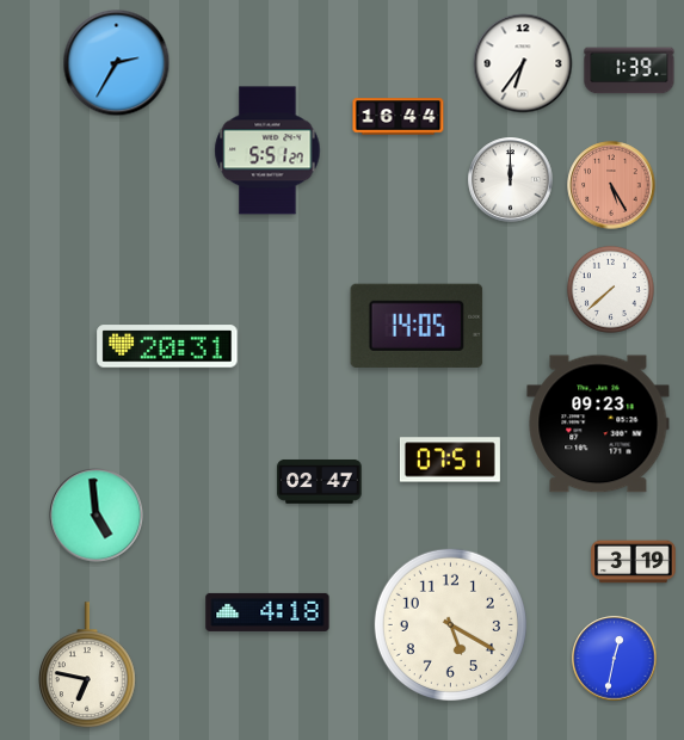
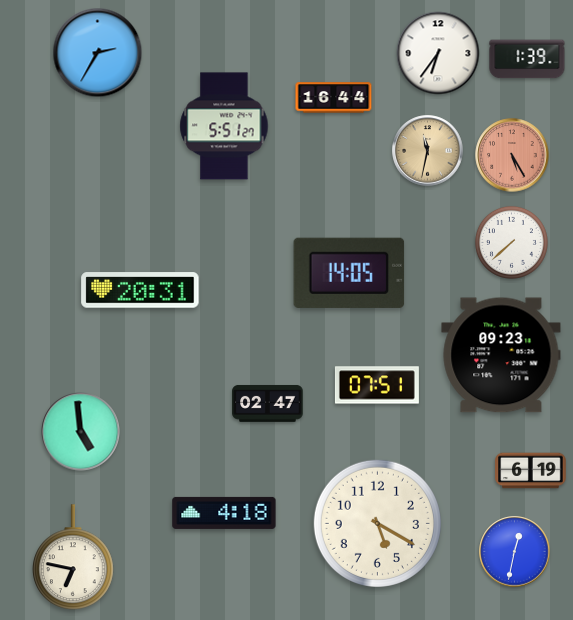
clock at (511, 180): 12:00 -> 11:32
clock at (511, 180) dial: white -> champagne
clock at (634, 562): 3:19 -> 6:19
